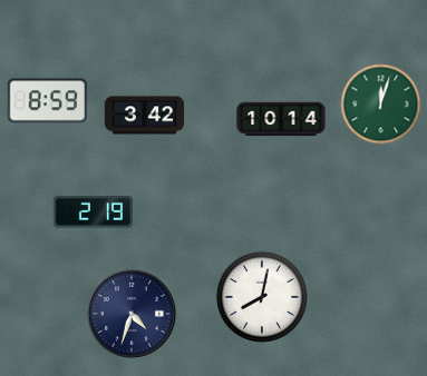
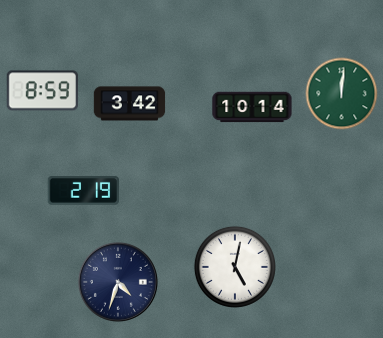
clock at (381, 105): 12:03 -> 12:01
clock at (262, 297): 8:02 -> 5:02
